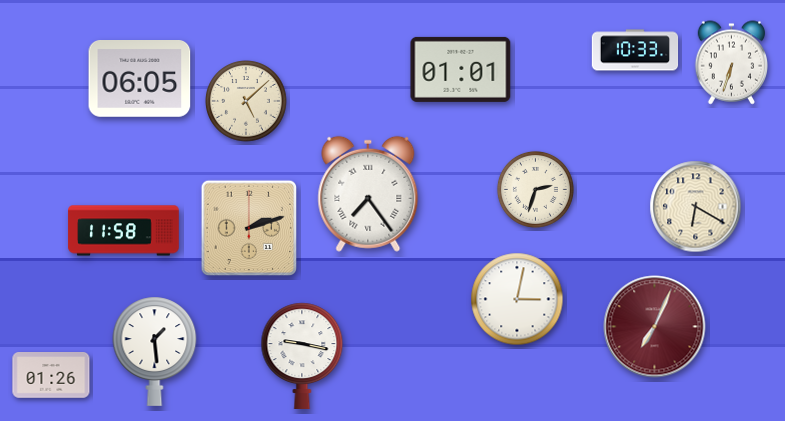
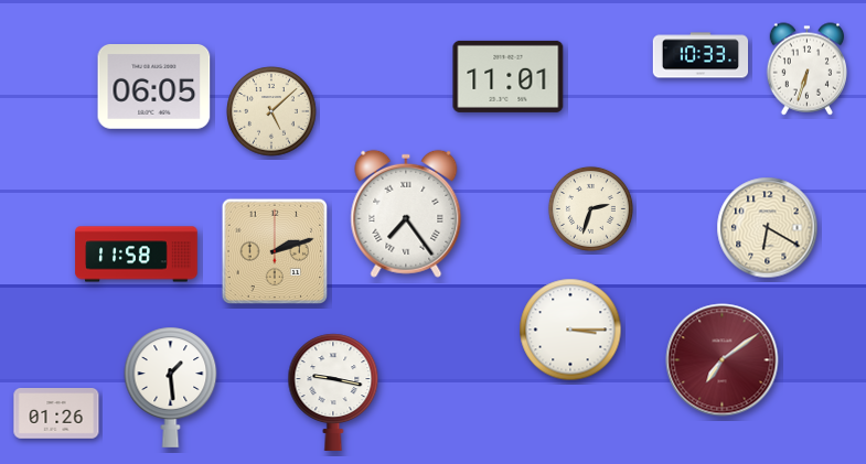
clock at (461, 69): 01:01 -> 11:01
clock at (517, 299): 3:02 -> 3:15
clock at (655, 327): 7:04 -> 7:09
